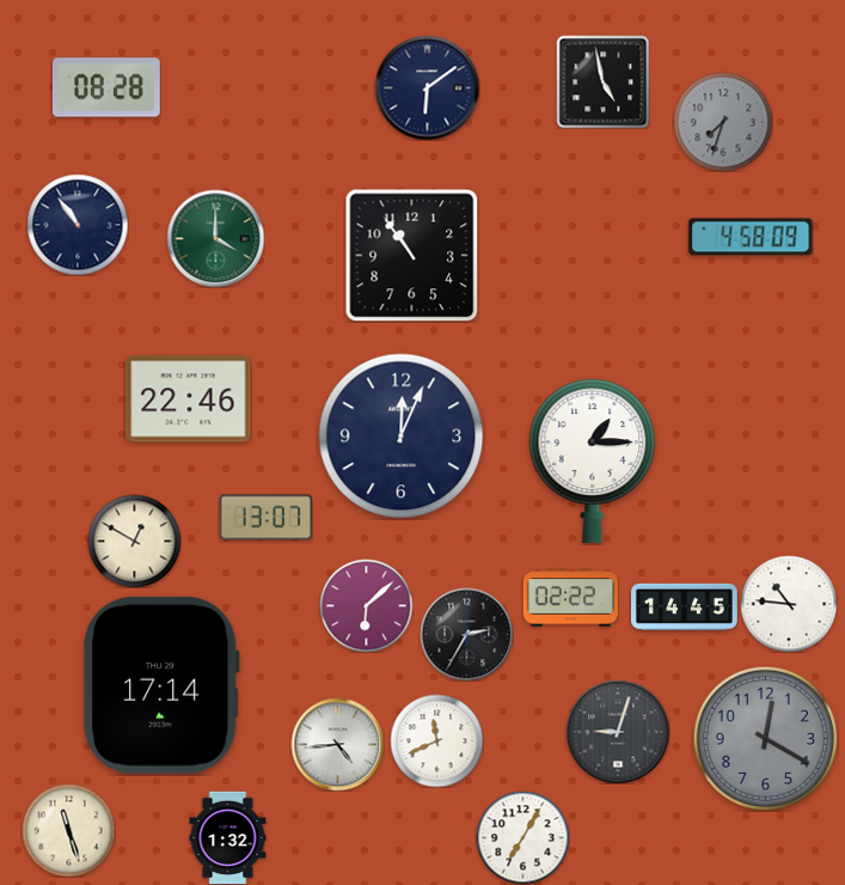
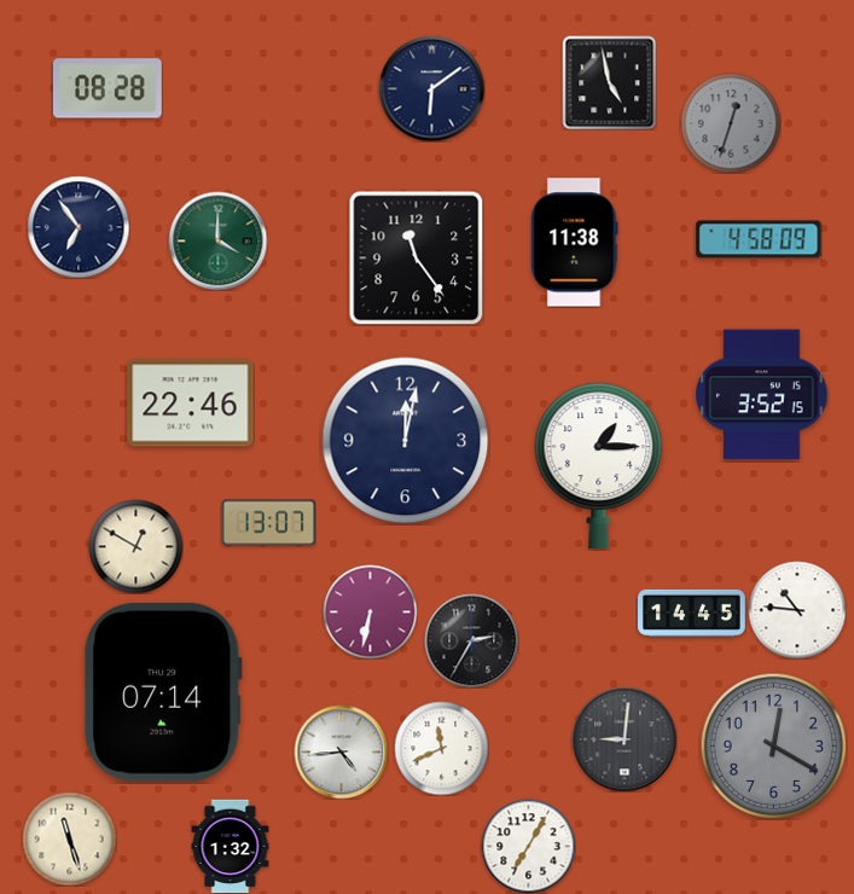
clock at (723, 122): 7:33 -> 12:33
clock at (78, 225): 10:54 -> 6:54
clock at (575, 243): none -> 11:38
clock at (411, 255): 10:54 -> 11:24
clock at (762, 395): none -> 3:52
clock at (402, 437): 12:04 -> 12:02
clock at (570, 598): 02:22 -> none
clock at (366, 605): 6:08 -> 6:32
clock at (161, 685): 17:14 -> 07:14
clock at (618, 732): 9:03 -> 9:01
